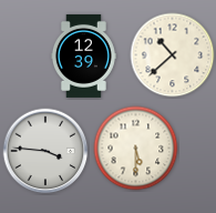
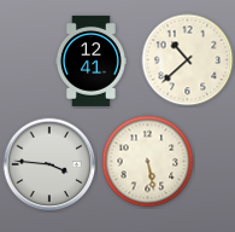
clock at (83, 55): 12:39 -> 12:41
clock at (136, 149): 5:30 -> 5:28
